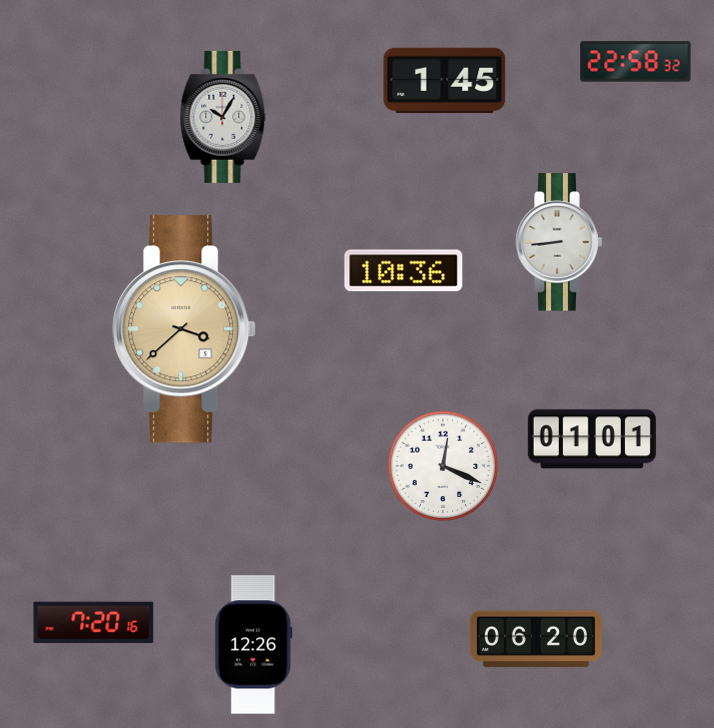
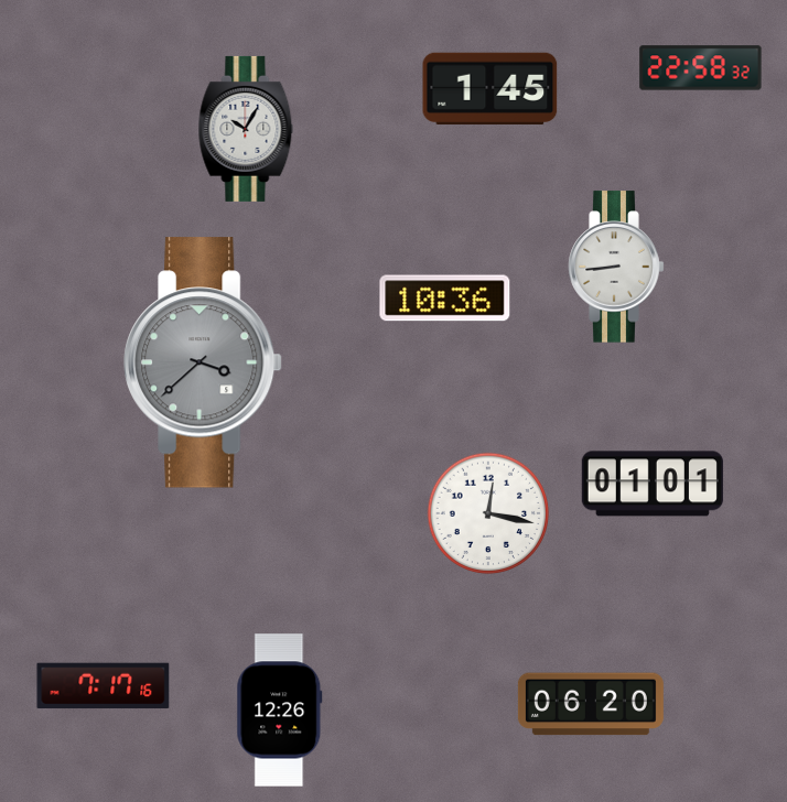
clock at (184, 329) dial: champagne -> grey
clock at (443, 466): 12:19 -> 12:17
clock at (94, 623): 7:20 -> 7:17
